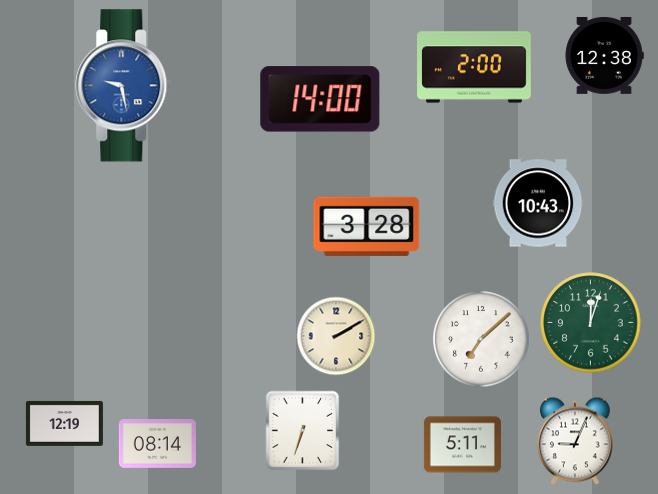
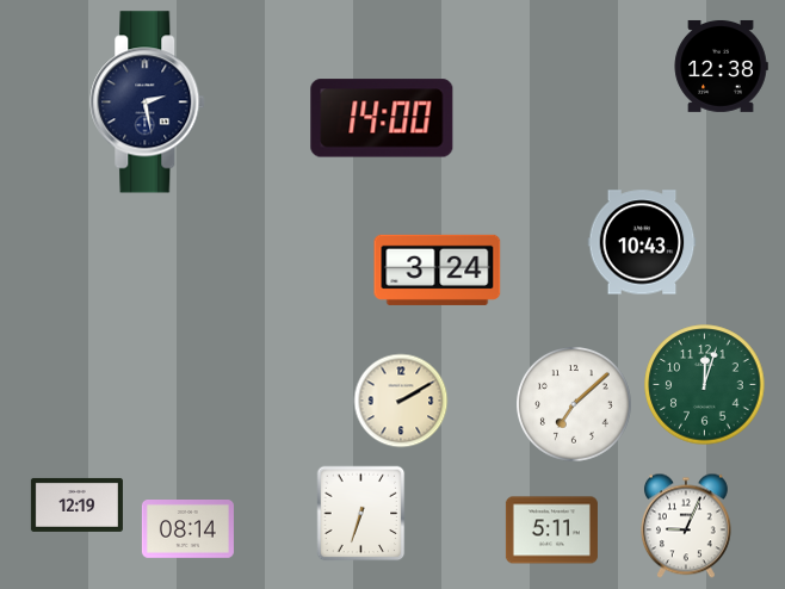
clock at (474, 67): 2:00 -> none
clock at (124, 86): 9:28 -> 2:28
clock at (124, 86) dial: blue -> navy
clock at (367, 226): 3:28 -> 3:24
